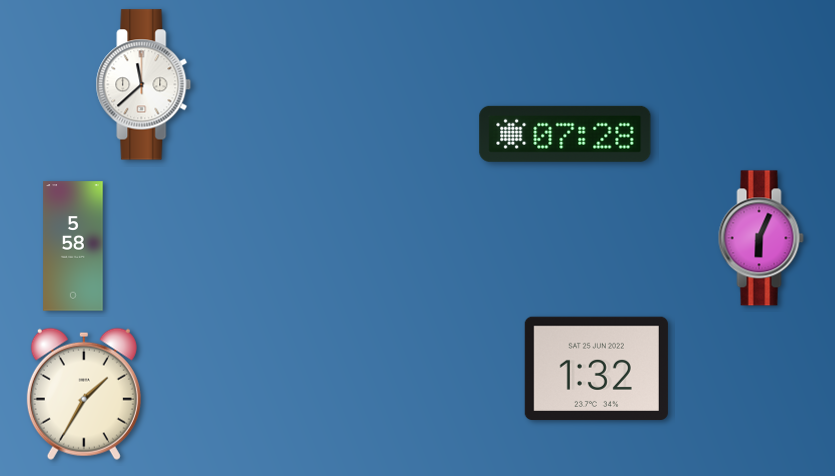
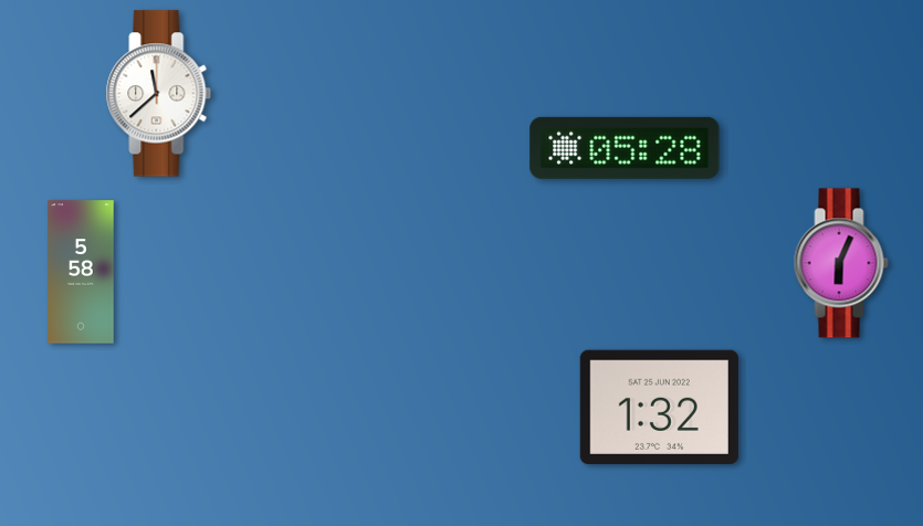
clock at (565, 134): 07:28 -> 05:28
clock at (84, 394): 1:35 -> none
